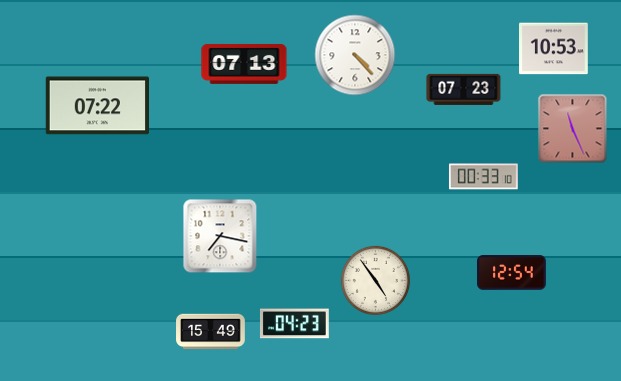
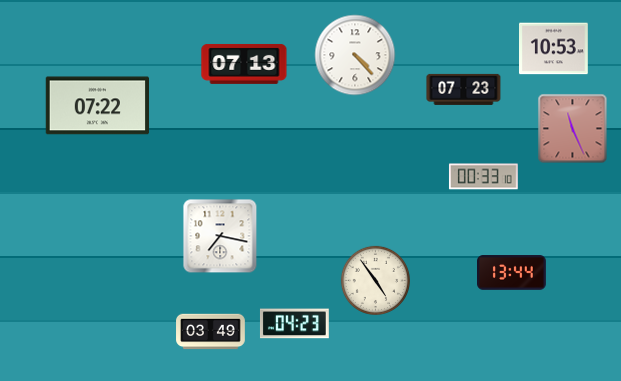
clock at (512, 273): 12:54 -> 13:44
clock at (211, 332): 15:49 -> 03:49
